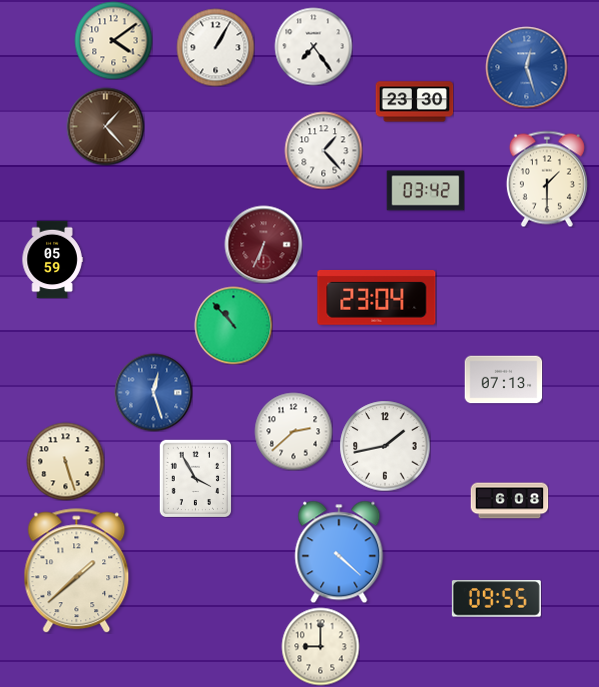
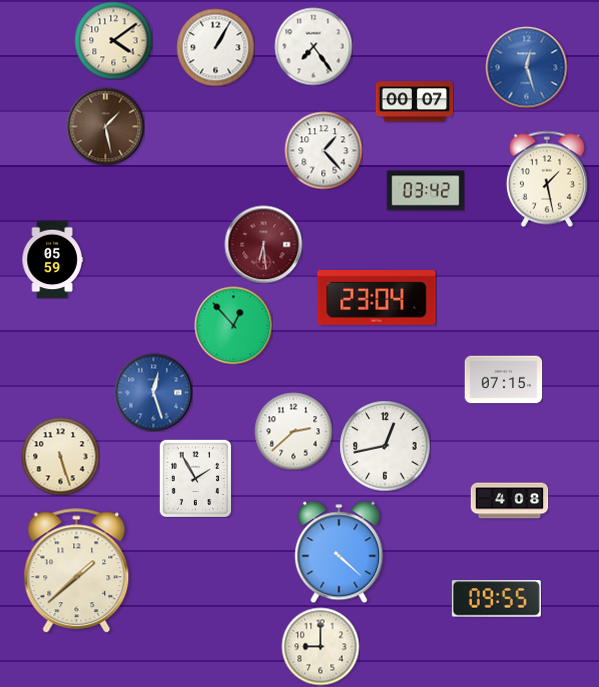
clock at (414, 102): 23:30 -> 00:07
clock at (105, 126): 1:23 -> 1:28
clock at (547, 179): 1:30 -> 1:28
clock at (263, 244): 6:34 -> 6:29
clock at (233, 325): 10:53 -> 12:53
clock at (503, 380): 07:13 -> 07:15
clock at (385, 446): 1:43 -> 12:43
clock at (65, 461) position: (65, 461) -> (60, 456)
clock at (195, 478): 3:55 -> 1:55
clock at (509, 501): 6:08 -> 4:08
